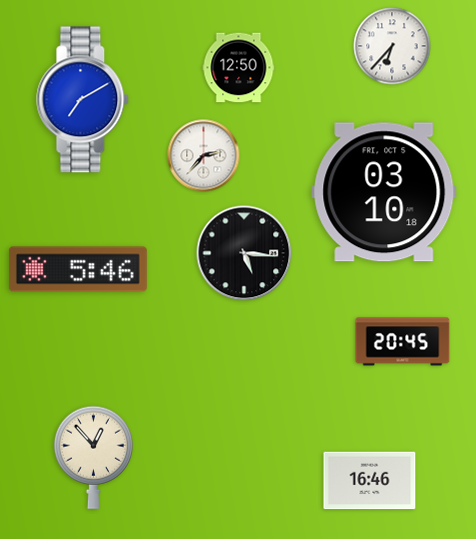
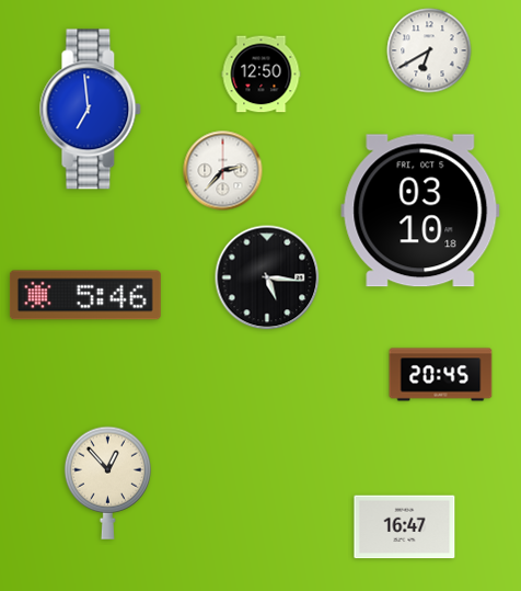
clock at (392, 46): 6:37 -> 6:40
clock at (83, 100): 7:10 -> 6:59
clock at (93, 457) position: (93, 457) -> (107, 482)
clock at (370, 481): 16:46 -> 16:47
